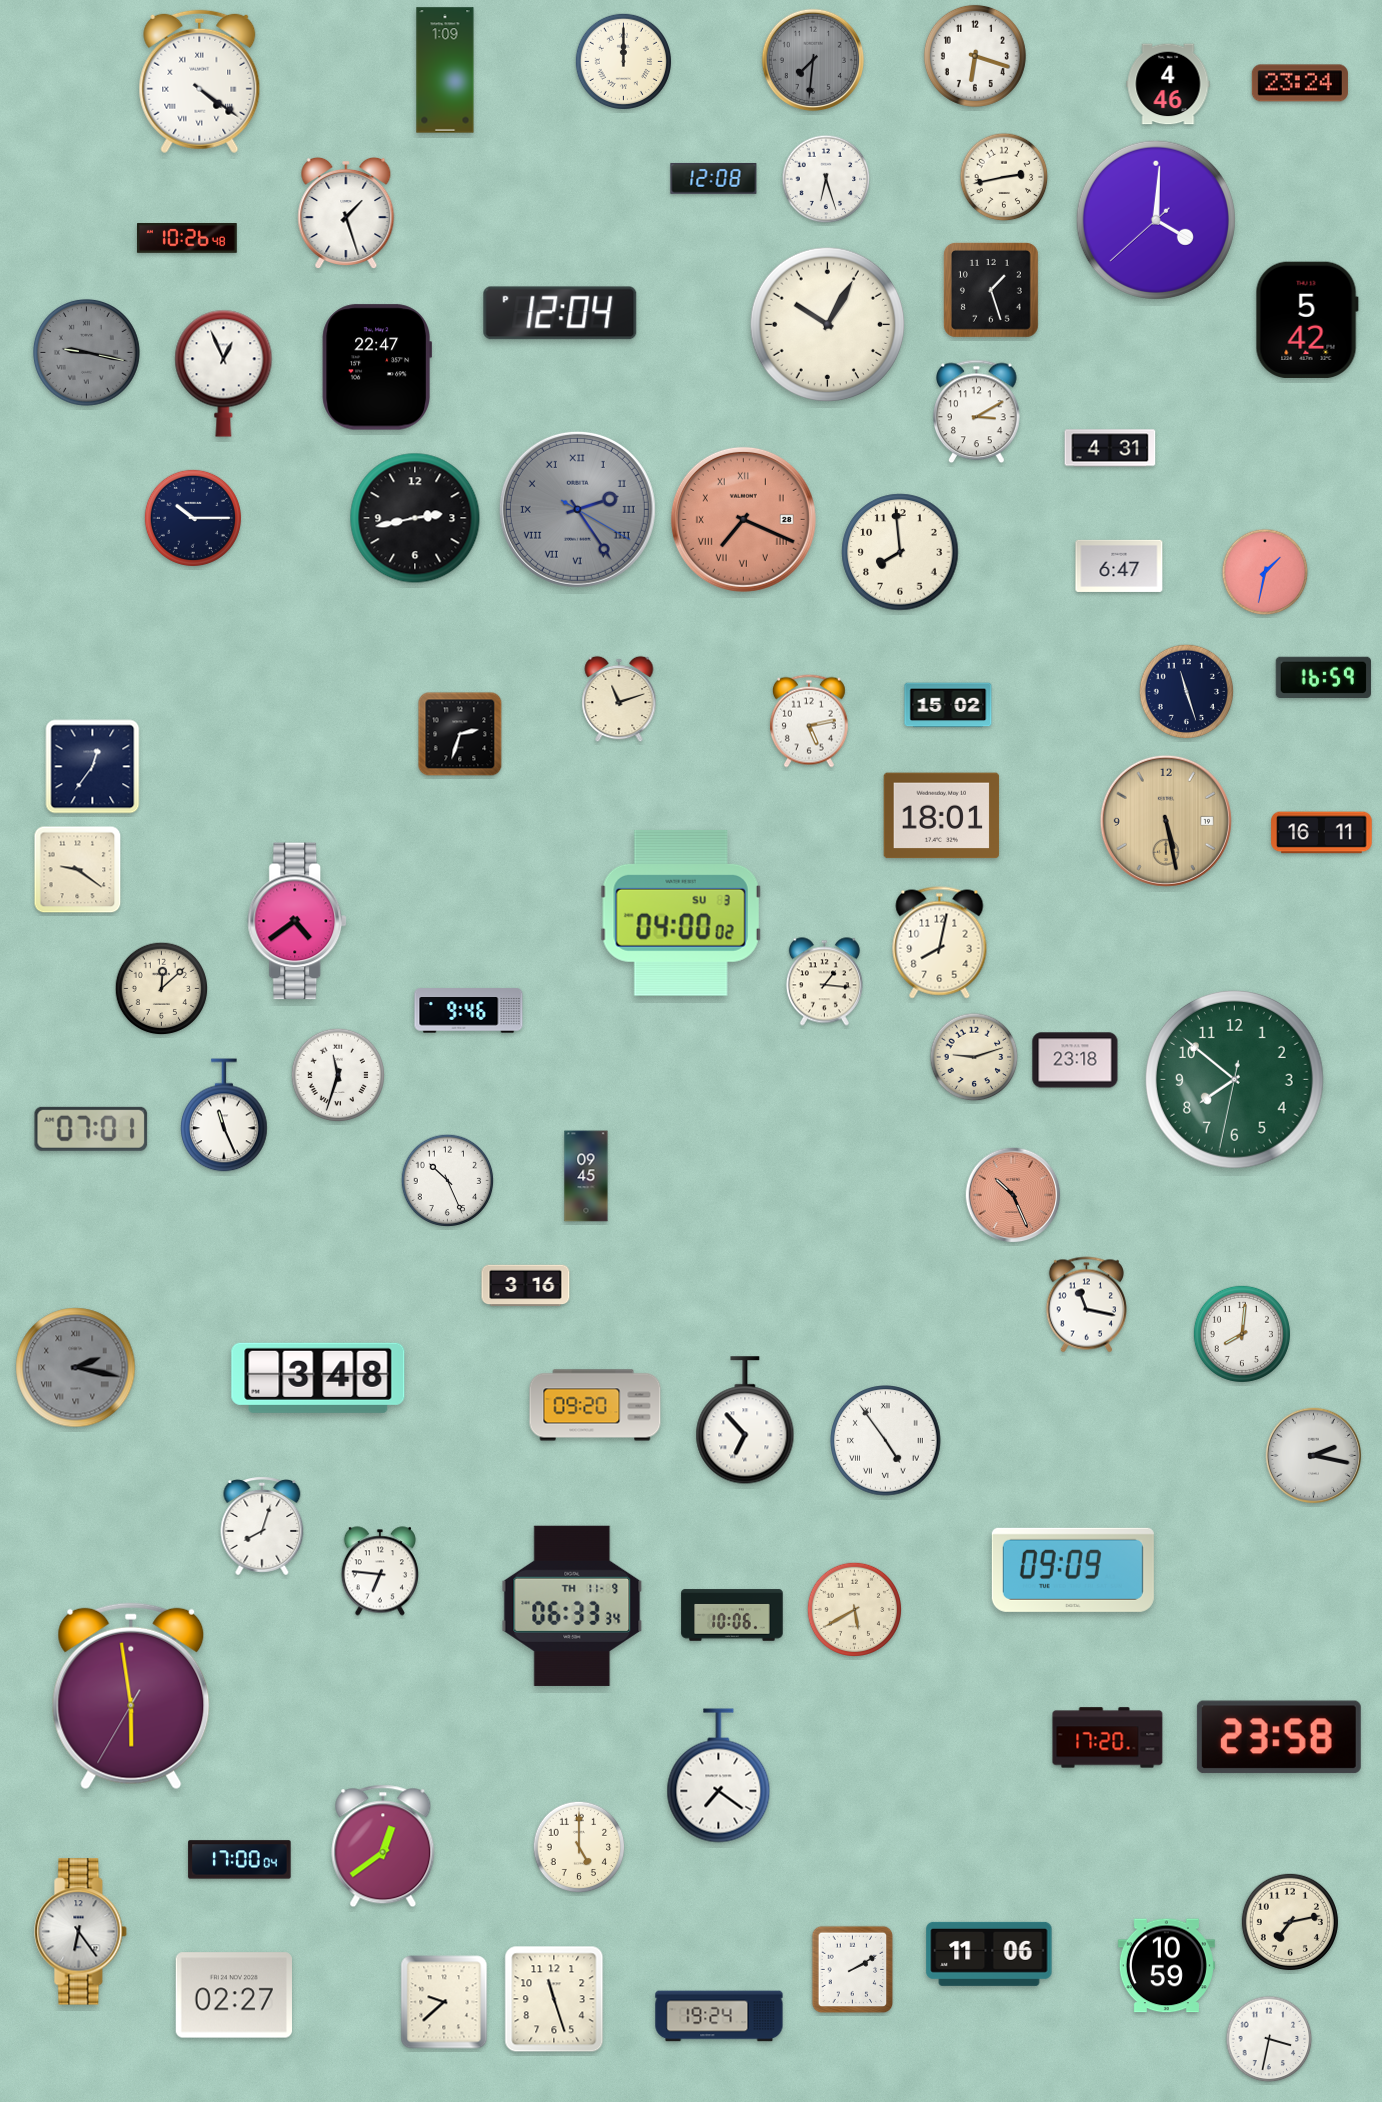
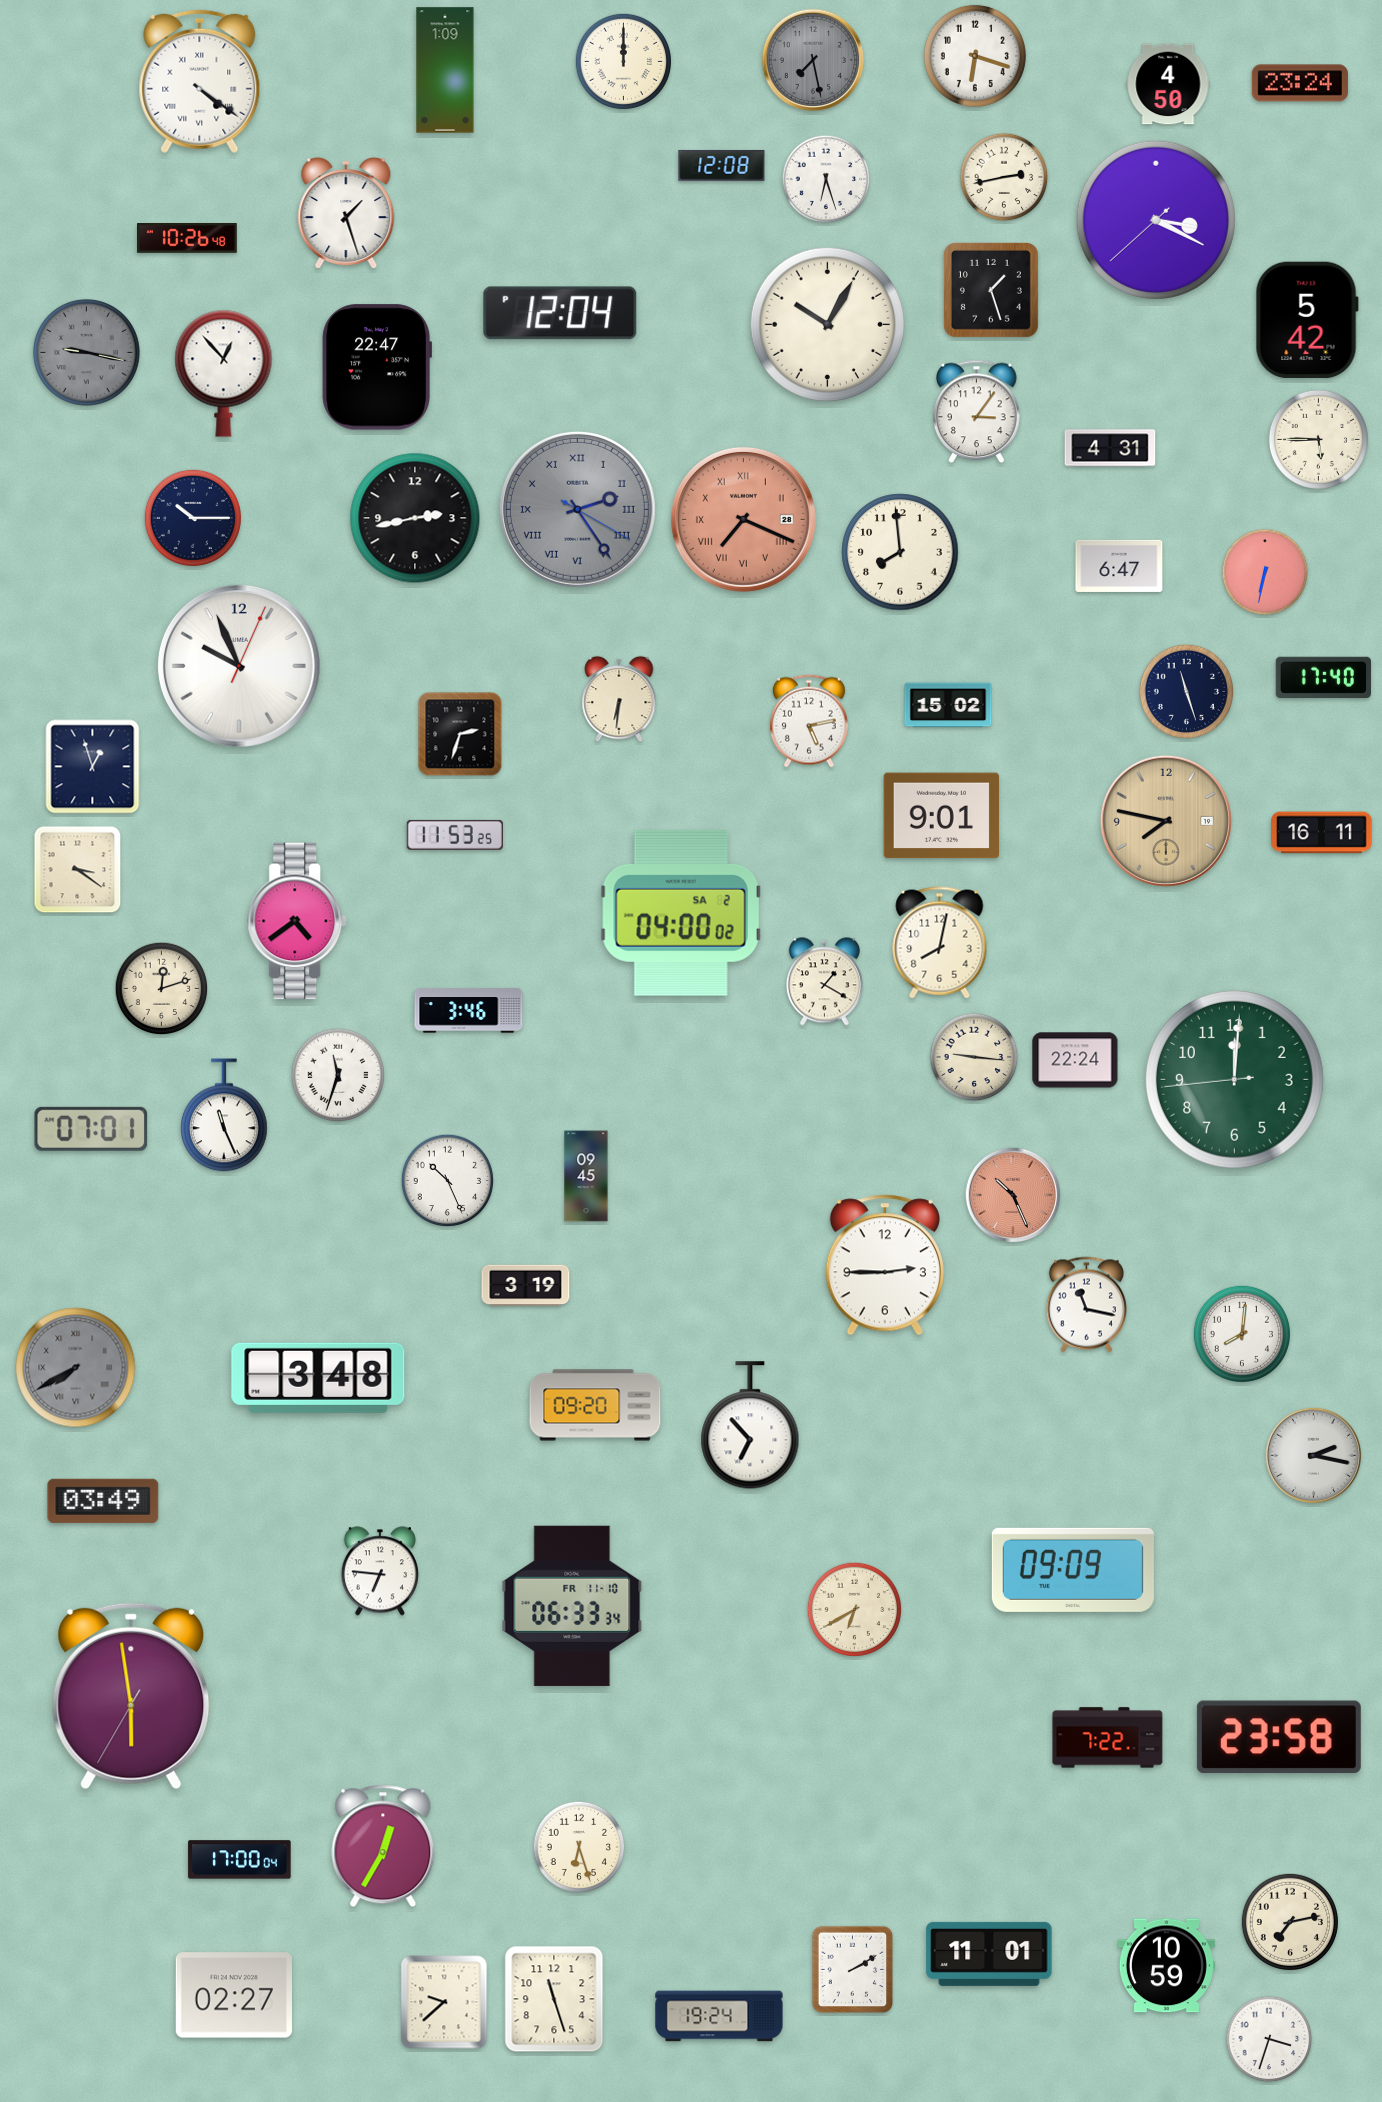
clock at (812, 59): 7:31 -> 7:28
clock at (1168, 84): 4:46 -> 4:50
clock at (714, 178) position: (714, 178) -> (722, 165)
clock at (1156, 220): 4:00 -> 3:19
clock at (224, 373): 12:56 -> 12:53
clock at (977, 412): 3:10 -> 3:06
clock at (1318, 439): none -> 5:45
clock at (1265, 572): 1:32 -> 6:32
clock at (239, 666): none -> 9:56
clock at (1323, 677): 16:59 -> 17:40
clock at (619, 699): 11:12 -> 6:31
clock at (93, 767): 12:36 -> 12:57
clock at (942, 816): 18:01 -> 9:01
clock at (1166, 821): 5:28 -> 7:47
clock at (455, 835): none -> 11:53
clock at (78, 870): 9:21 -> 3:21
clock at (681, 913) date: SU 3 -> SA 2
clock at (824, 982): 1:16 -> 1:20
clock at (162, 989): 12:08 -> 12:12
clock at (469, 1011): 9:46 -> 3:46
clock at (974, 1057): 9:12 -> 9:16
clock at (1075, 1060): 23:18 -> 22:24
clock at (1234, 1079): 7:51 -> 12:00
clock at (885, 1265): none -> 2:45
clock at (526, 1286): 3:16 -> 3:19
clock at (76, 1368): 2:17 -> 7:40
clock at (745, 1421) position: (745, 1421) -> (750, 1426)
clock at (886, 1441): 4:54 -> none
clock at (103, 1501): none -> 03:49
clock at (262, 1526): 8:03 -> none
clock at (572, 1606) date: TH 11-9 -> FR 11-10
clock at (854, 1609): 5:40 -> 6:40
clock at (732, 1615): 10:06 -> none
clock at (1108, 1738): 17:20 -> 7:22
clock at (719, 1776): 7:21 -> none
clock at (383, 1846): 12:39 -> 12:35
clock at (579, 1847): 5:00 -> 6:27
clock at (81, 1932): 6:24 -> none
clock at (989, 1954): 11:06 -> 11:01
clock at (1269, 2039): 3:32 -> 3:33
